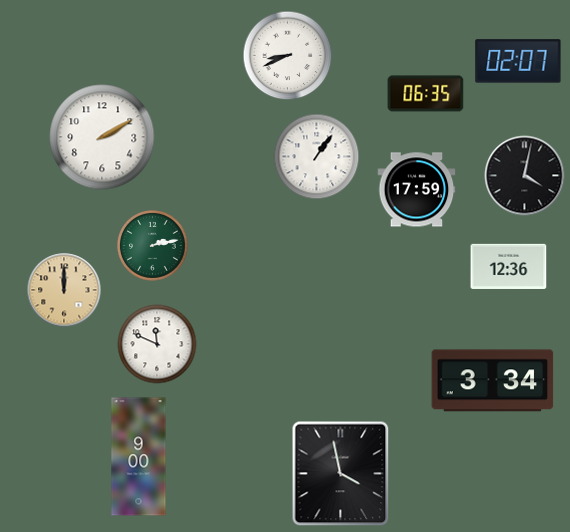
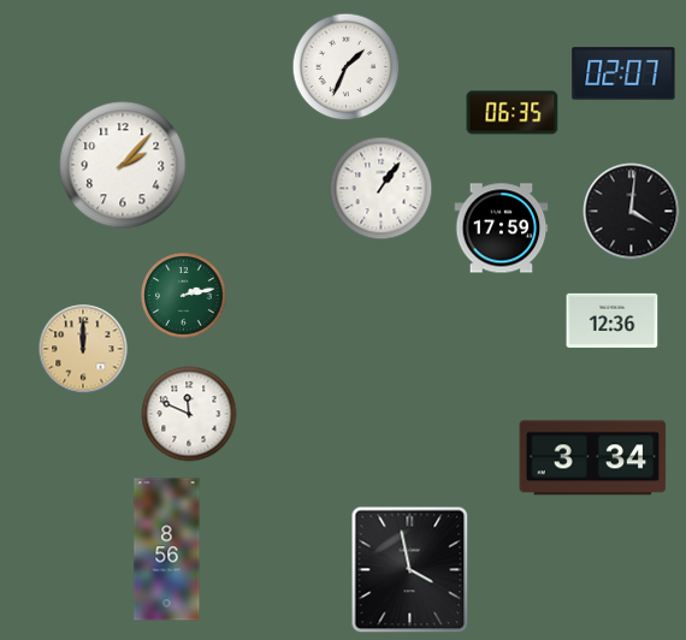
clock at (288, 56): 8:41 -> 1:34
clock at (102, 137): 2:10 -> 2:07
clock at (525, 176): 4:02 -> 4:01
clock at (64, 290) position: (64, 290) -> (83, 349)
clock at (139, 457): 9:00 -> 8:56
